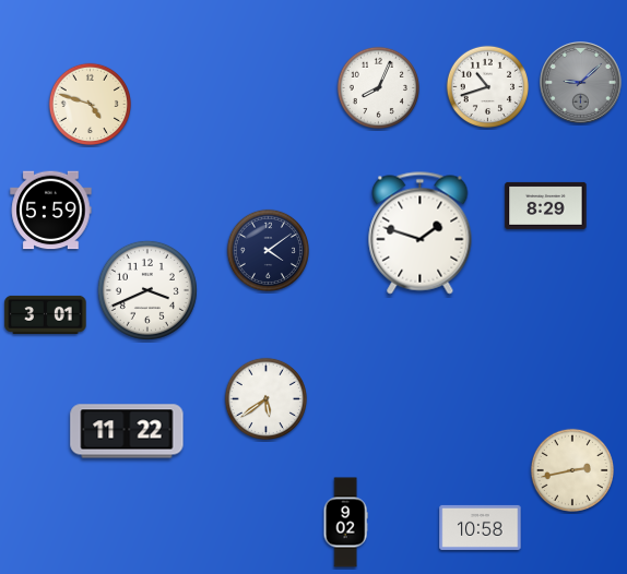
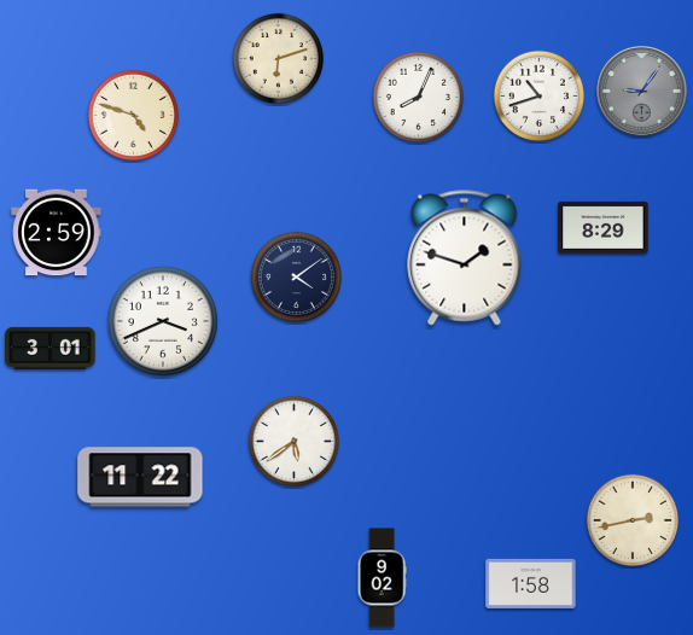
clock at (278, 58): none -> 6:12
clock at (581, 83): 9:08 -> 9:06
clock at (90, 104) position: (90, 104) -> (133, 115)
clock at (51, 211): 5:59 -> 2:59
clock at (481, 527): 10:58 -> 1:58
